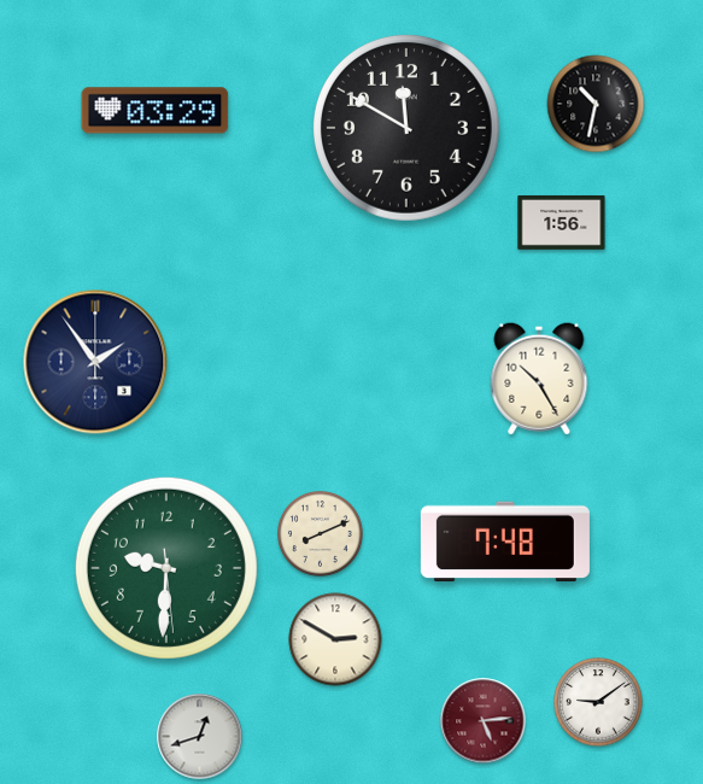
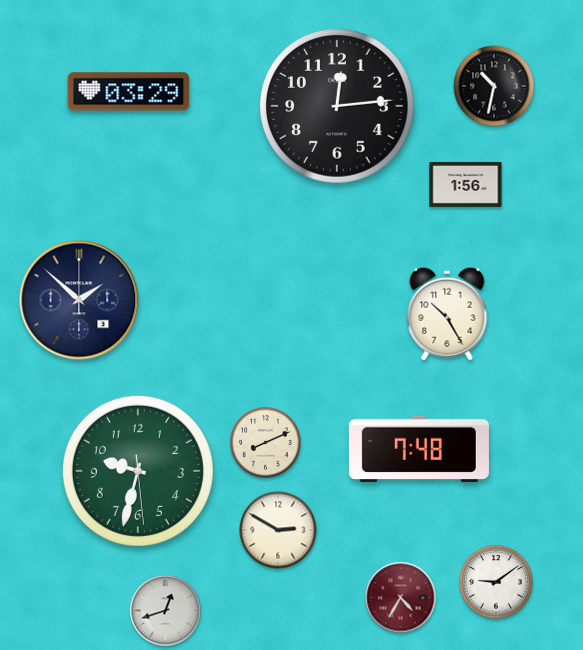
clock at (406, 128): 11:50 -> 12:14
clock at (95, 362): 1:54 -> 1:52
clock at (166, 568): 9:30 -> 9:32
clock at (484, 721): 5:14 -> 4:35
